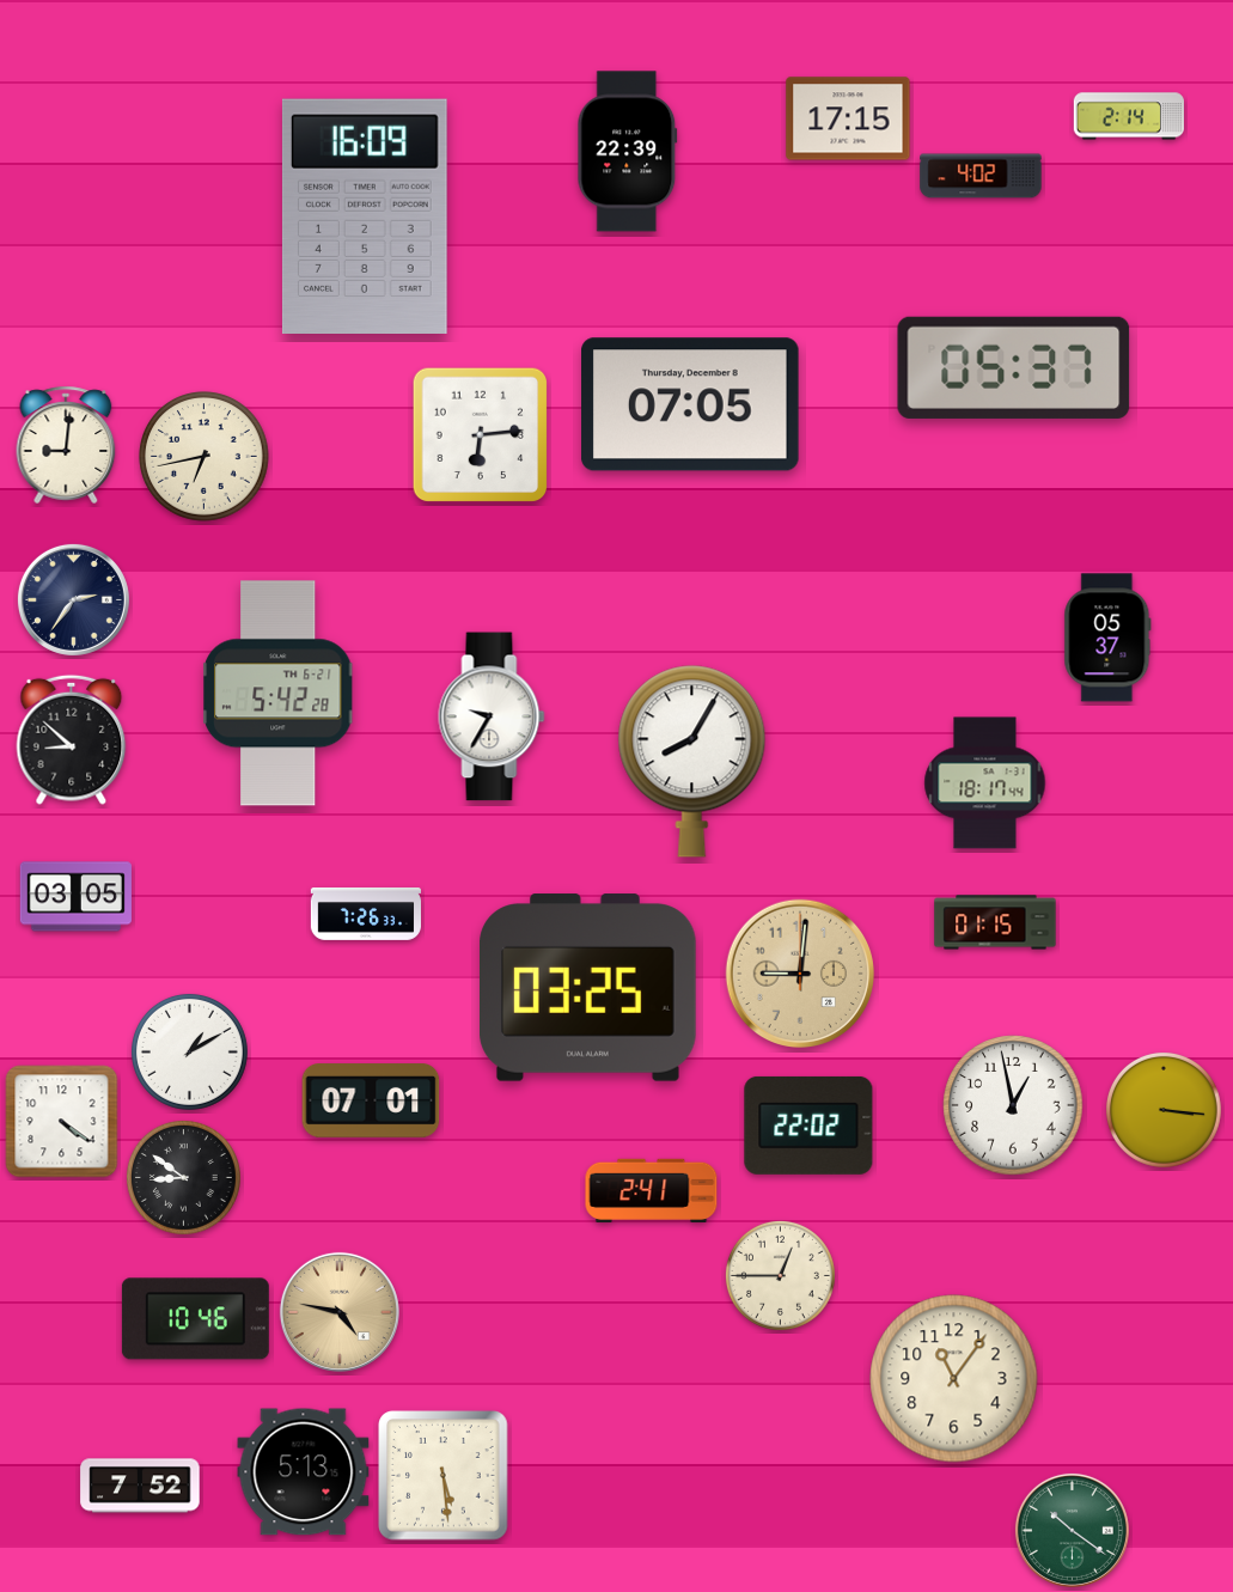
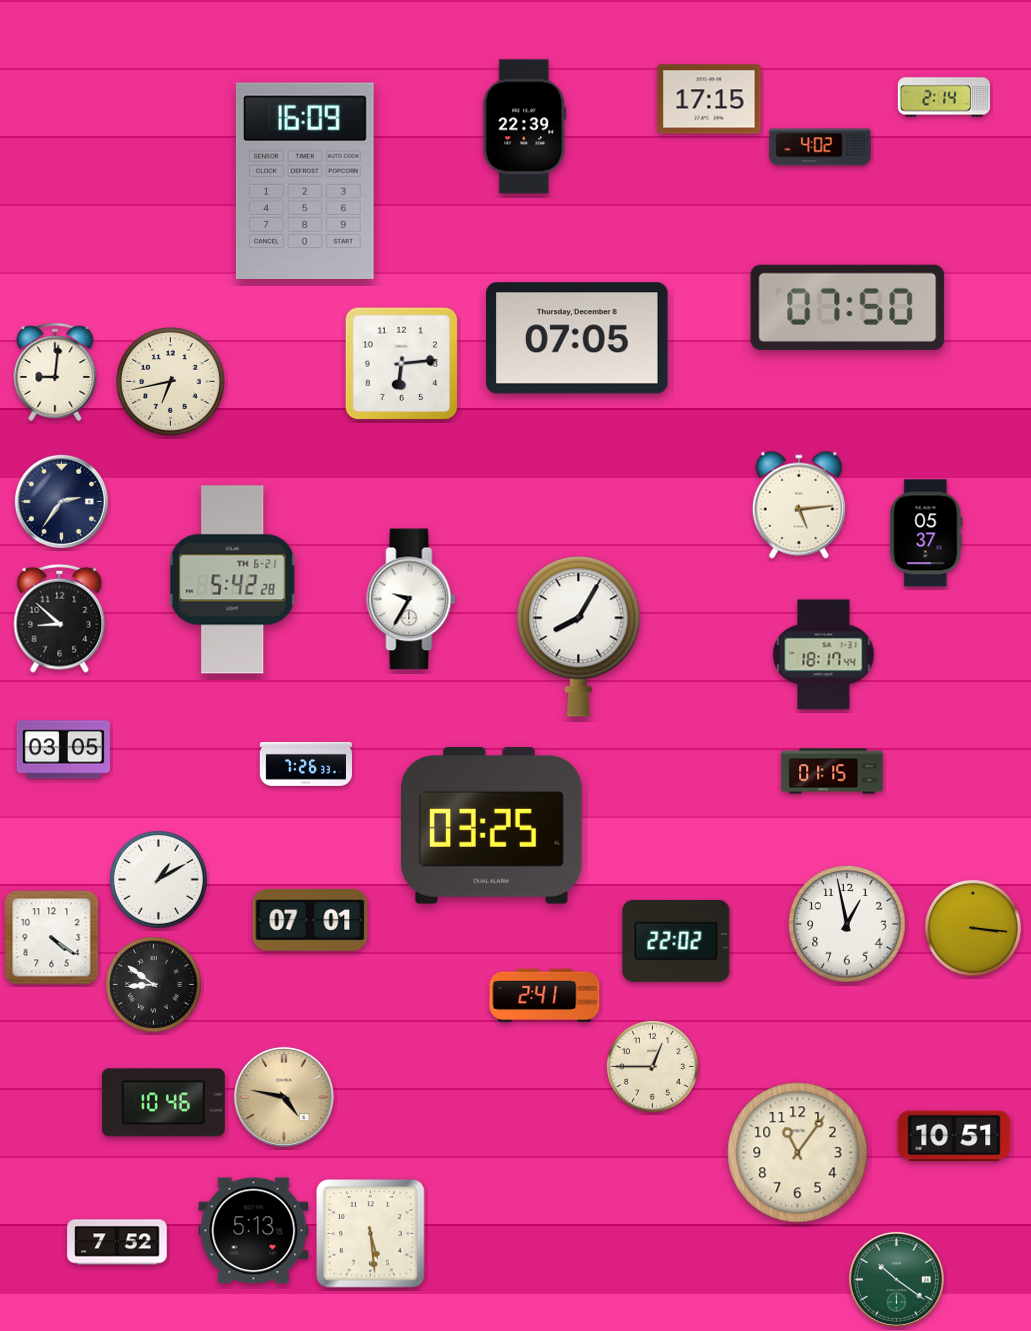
clock at (1014, 367): 05:37 -> 07:50
clock at (799, 505): none -> 5:14
clock at (800, 974): 9:01 -> none
clock at (954, 1136): none -> 10:51
